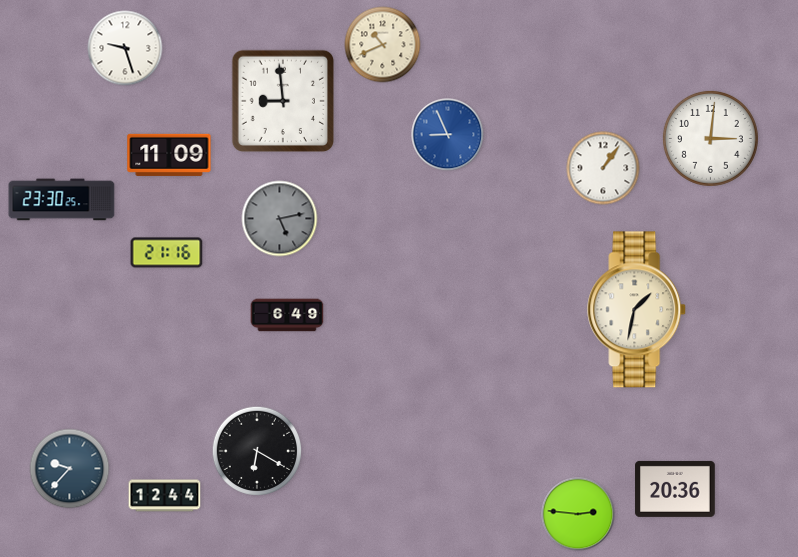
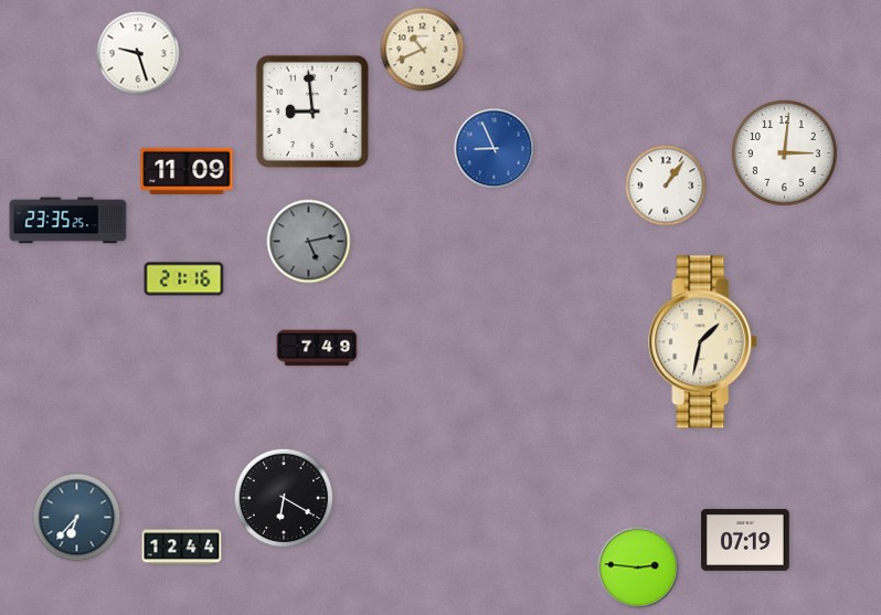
clock at (62, 200): 23:30 -> 23:35
clock at (287, 315): 6:49 -> 7:49
clock at (70, 469): 9:37 -> 6:37
clock at (675, 489): 20:36 -> 07:19
